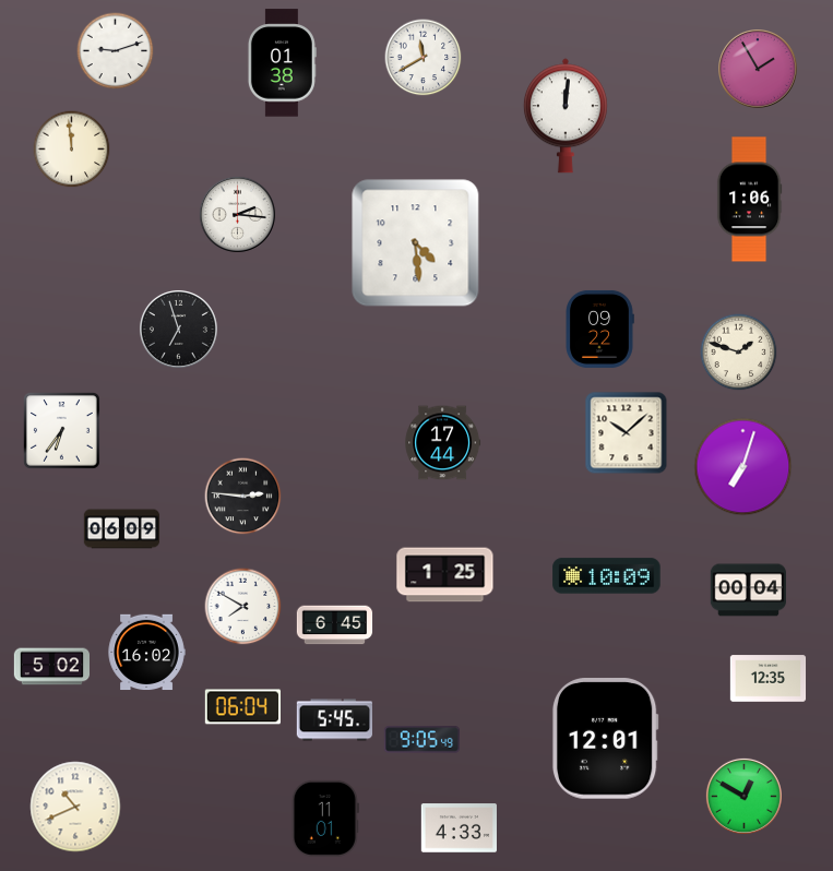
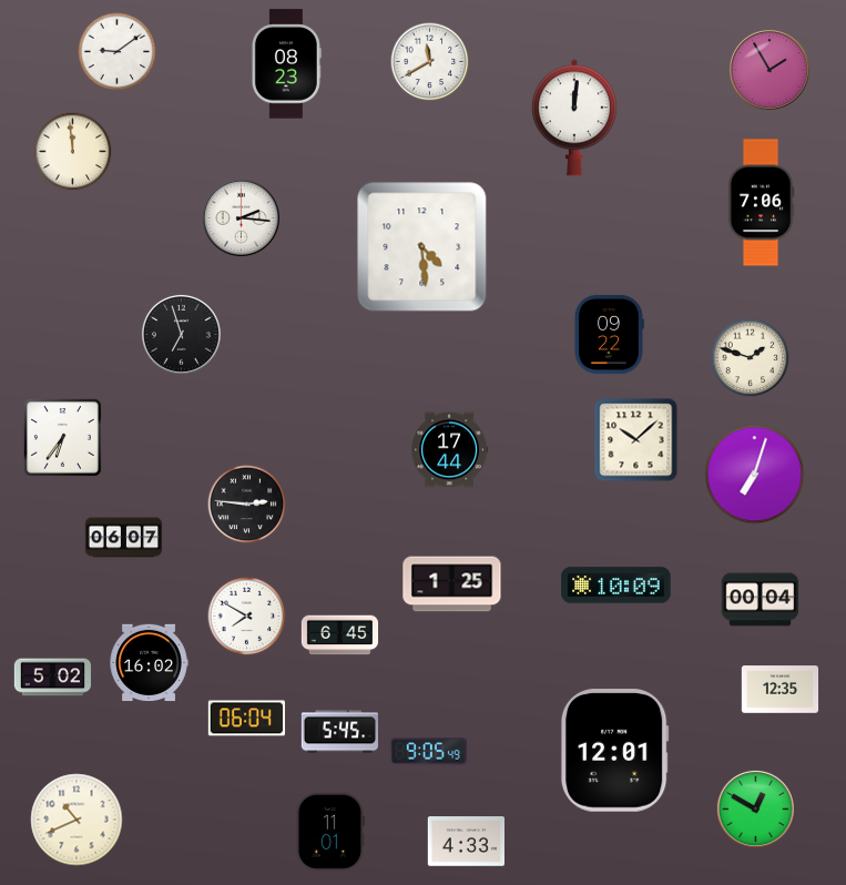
clock at (116, 51): 9:12 -> 9:09
clock at (424, 58) position: (424, 58) -> (430, 62)
clock at (282, 63): 01:38 -> 08:23
clock at (749, 200): 1:06 -> 7:06
clock at (122, 529): 06:09 -> 06:07
